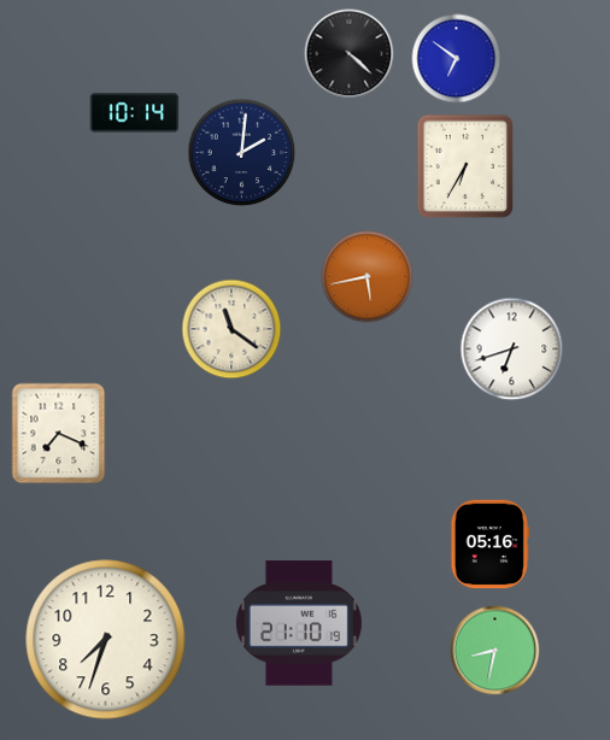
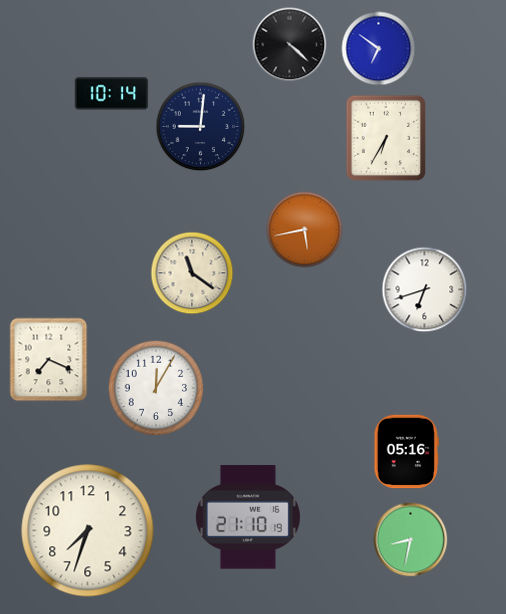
clock at (242, 153): 2:01 -> 9:01
clock at (156, 388): none -> 12:05
